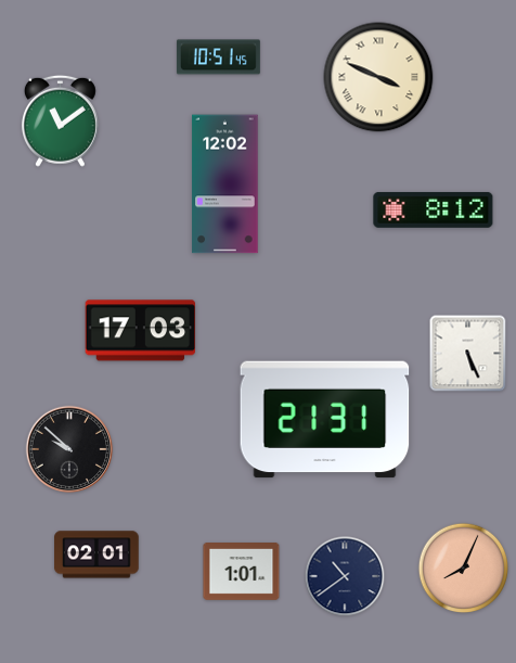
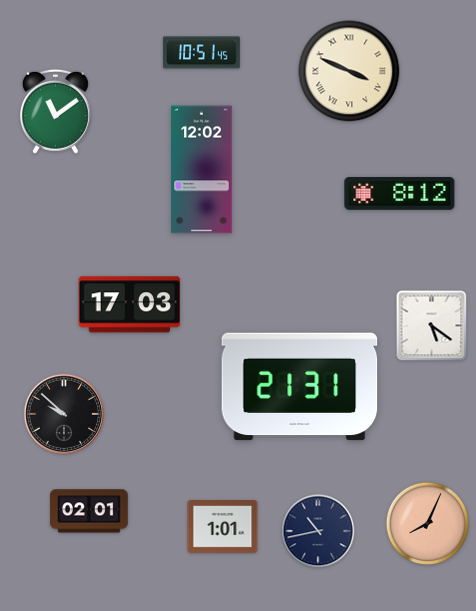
clock at (225, 184) position: (225, 184) -> (202, 170)
clock at (468, 354): 5:26 -> 5:21
clock at (345, 576): 10:39 -> 10:43
